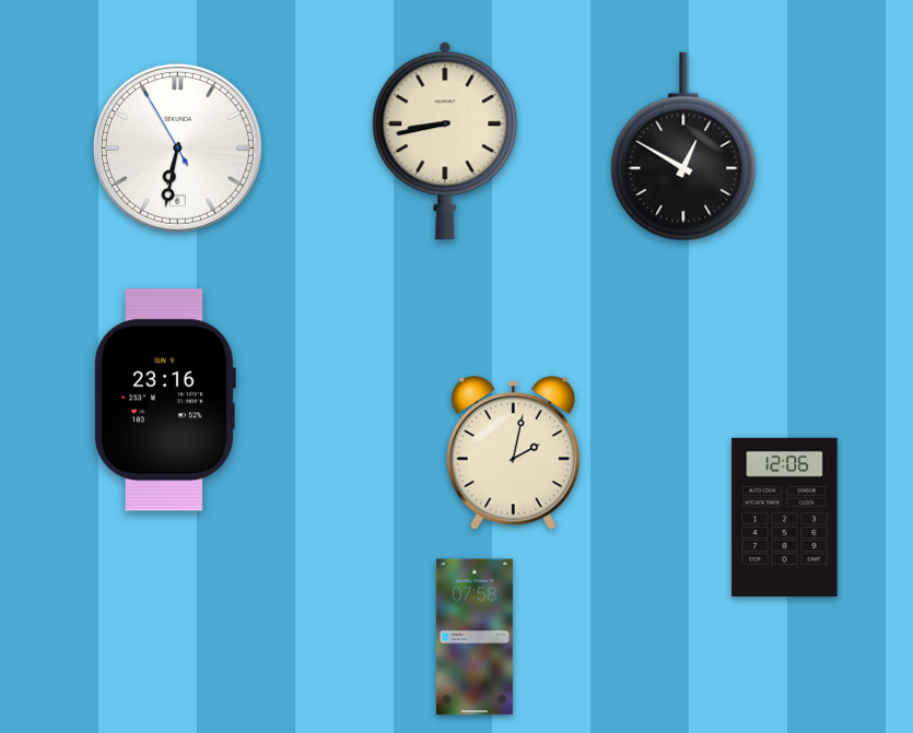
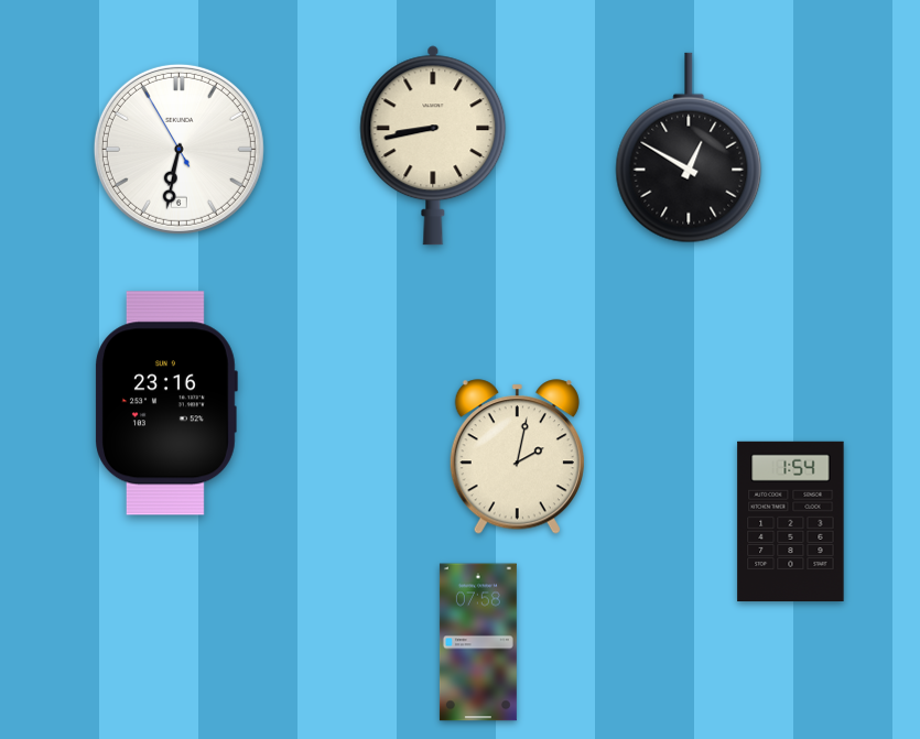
clock at (445, 141) position: (445, 141) -> (433, 145)
clock at (785, 517): 12:06 -> 1:54
